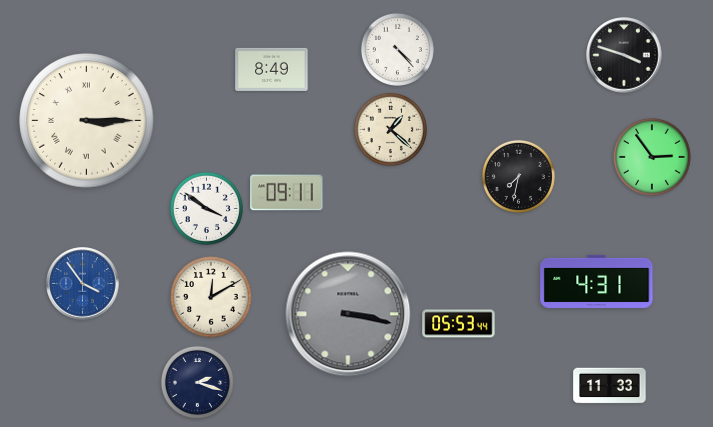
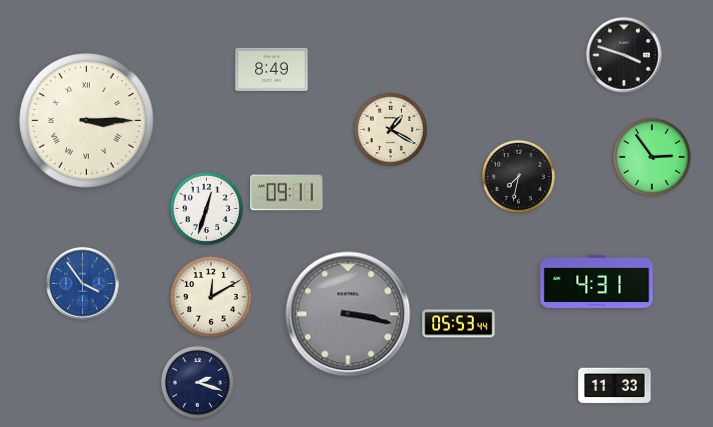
clock at (397, 49): 4:23 -> none
clock at (390, 129): 1:22 -> 1:20
clock at (206, 208): 3:51 -> 12:33
clock at (610, 386) position: (610, 386) -> (615, 386)
